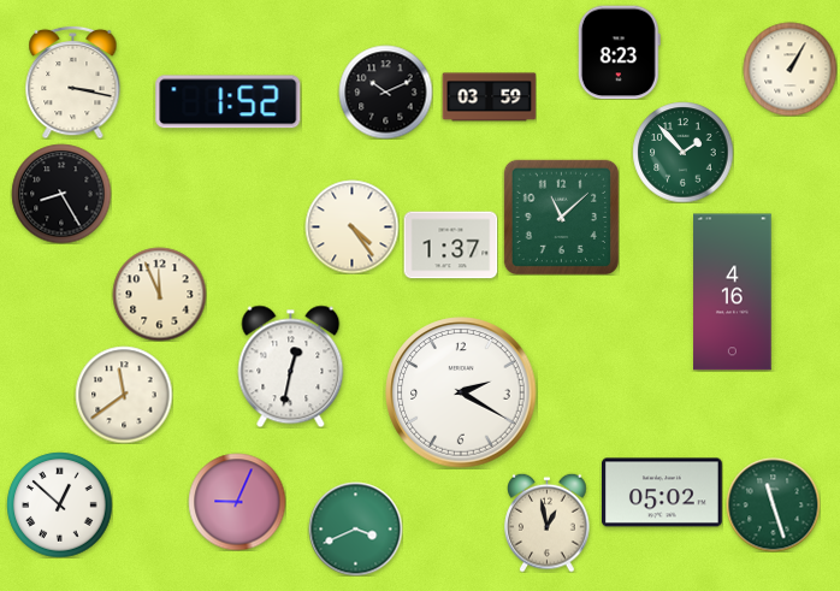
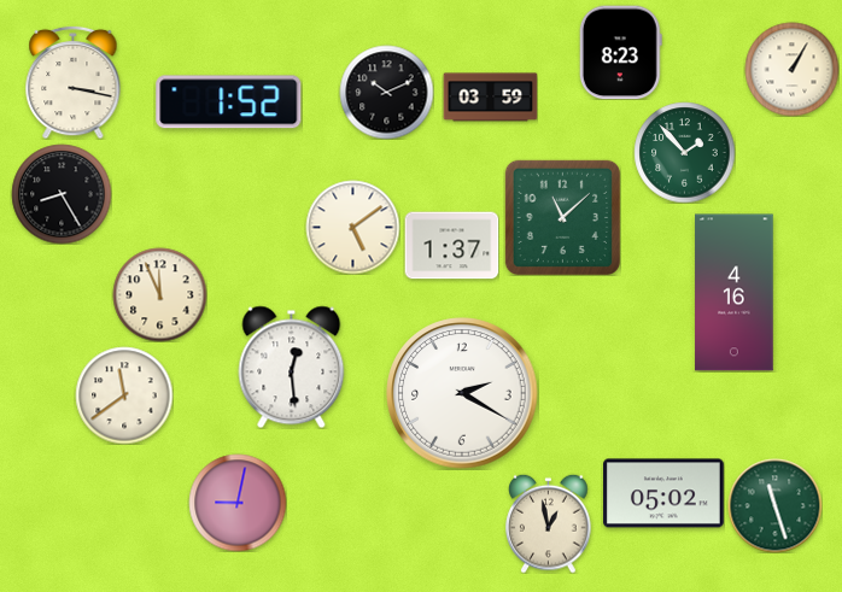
clock at (351, 226): 4:24 -> 5:09
clock at (291, 366): 12:32 -> 12:29
clock at (237, 502): 9:04 -> 9:02
clock at (59, 504): 12:52 -> none
clock at (355, 528): 3:41 -> none
